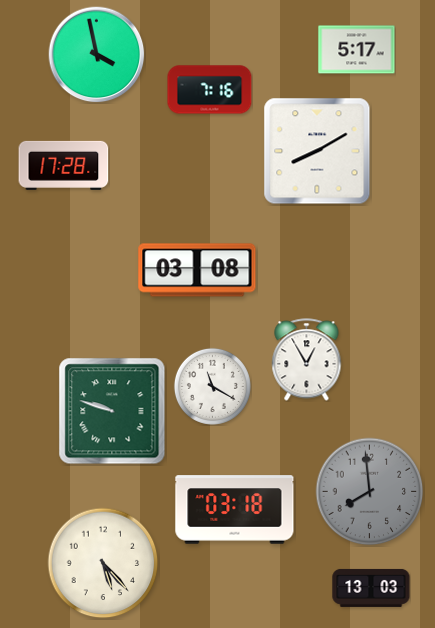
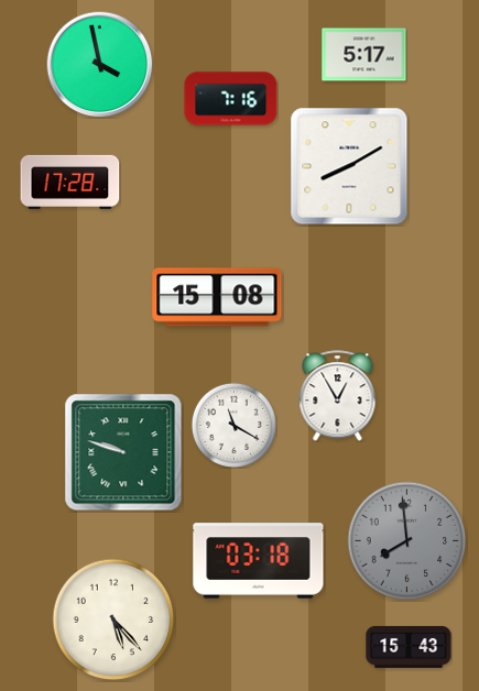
clock at (357, 50) position: (357, 50) -> (364, 55)
clock at (97, 55) position: (97, 55) -> (100, 65)
clock at (197, 270): 03:08 -> 15:08
clock at (371, 588): 13:03 -> 15:43
